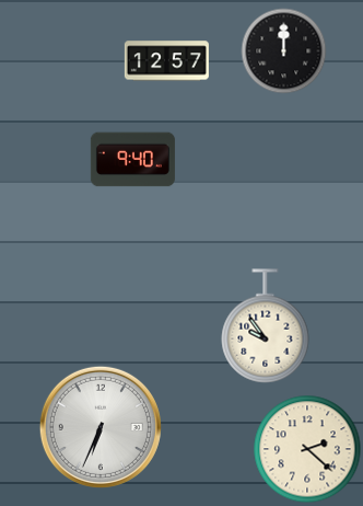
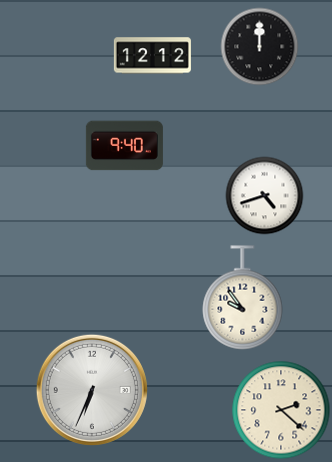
clock at (166, 61): 12:57 -> 12:12
clock at (132, 160) position: (132, 160) -> (124, 146)
clock at (264, 195): none -> 4:42
